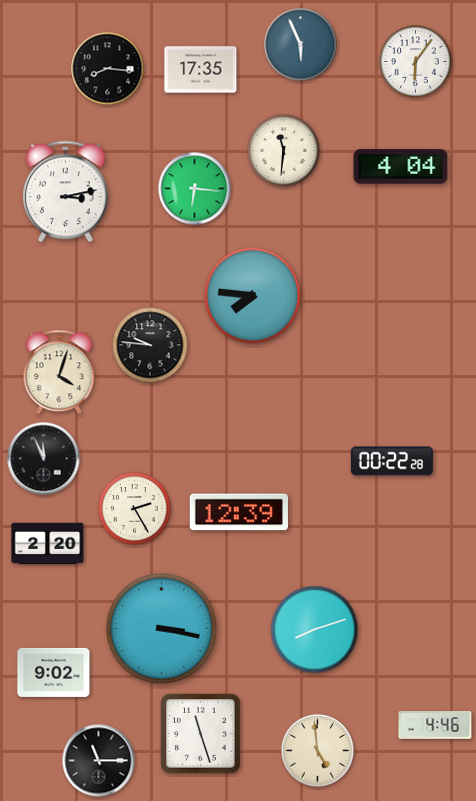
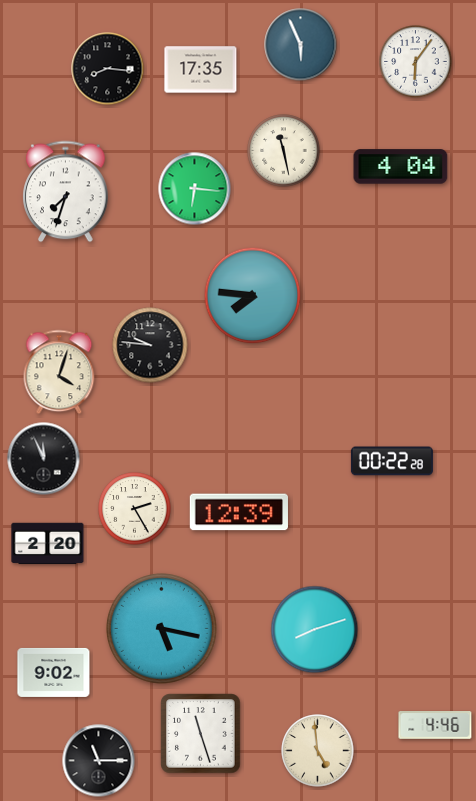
clock at (284, 151): 11:31 -> 11:28
clock at (66, 192): 3:13 -> 7:33
clock at (162, 629): 3:17 -> 5:17
